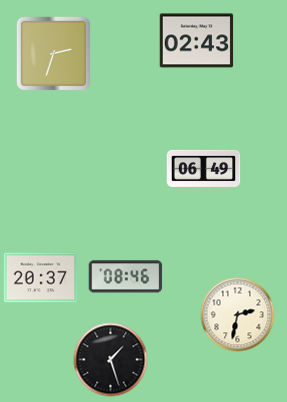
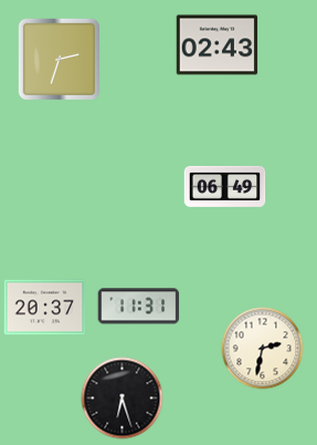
clock at (126, 277): 08:46 -> 11:31
clock at (111, 360): 1:27 -> 6:27
